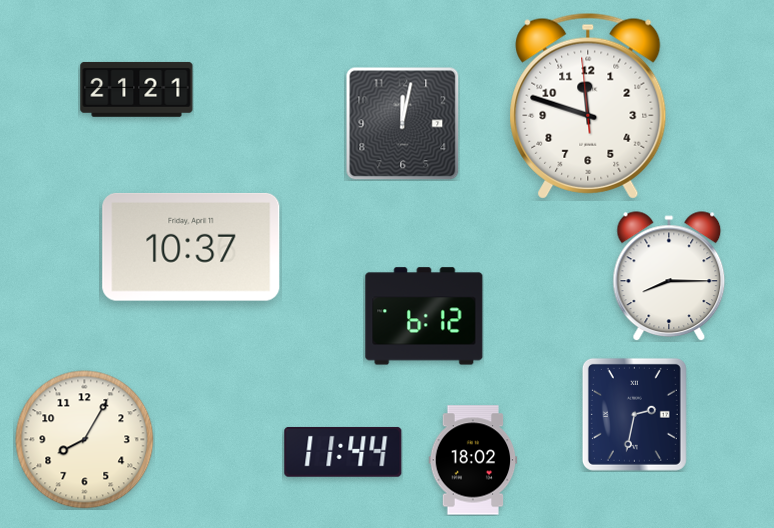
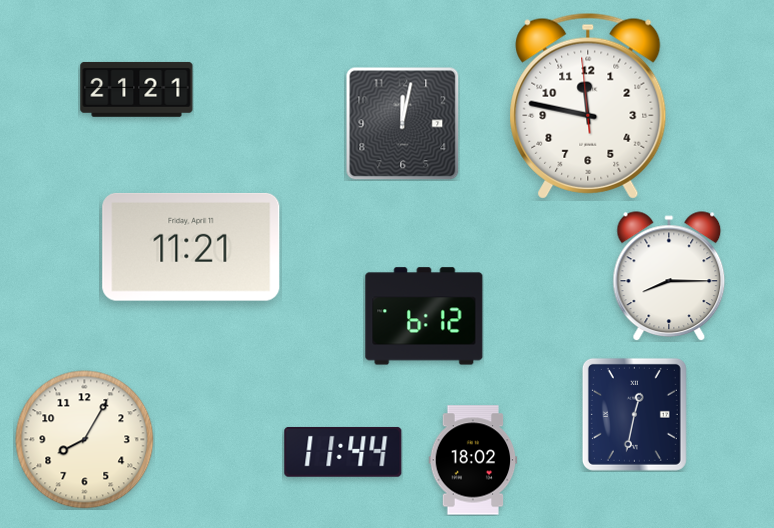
clock at (588, 106): 11:47 -> 11:46
clock at (191, 247): 10:37 -> 11:21
clock at (634, 414): 2:32 -> 12:32
